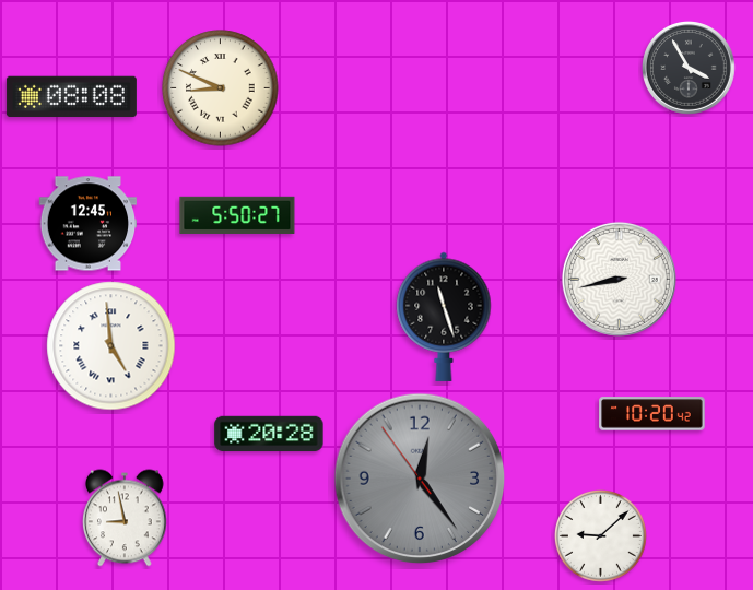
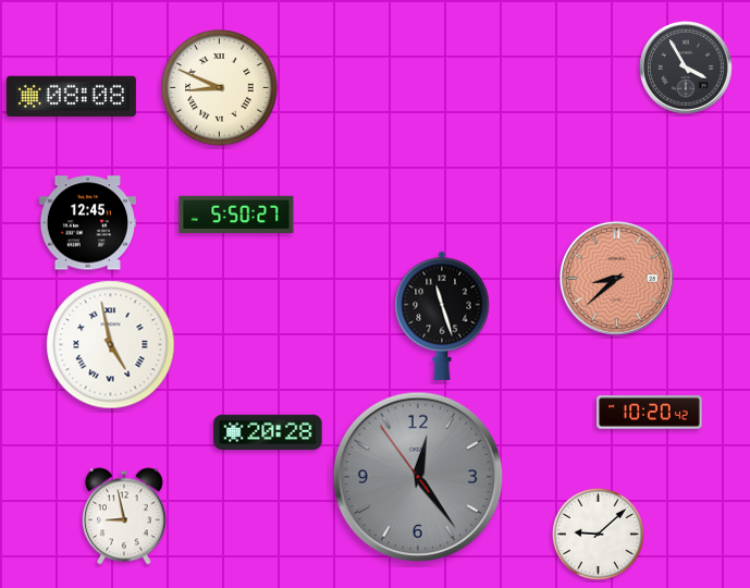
clock at (619, 279): 8:43 -> 8:38
clock at (619, 279) dial: white -> salmon
clock at (111, 346): 4:59 -> 4:58
